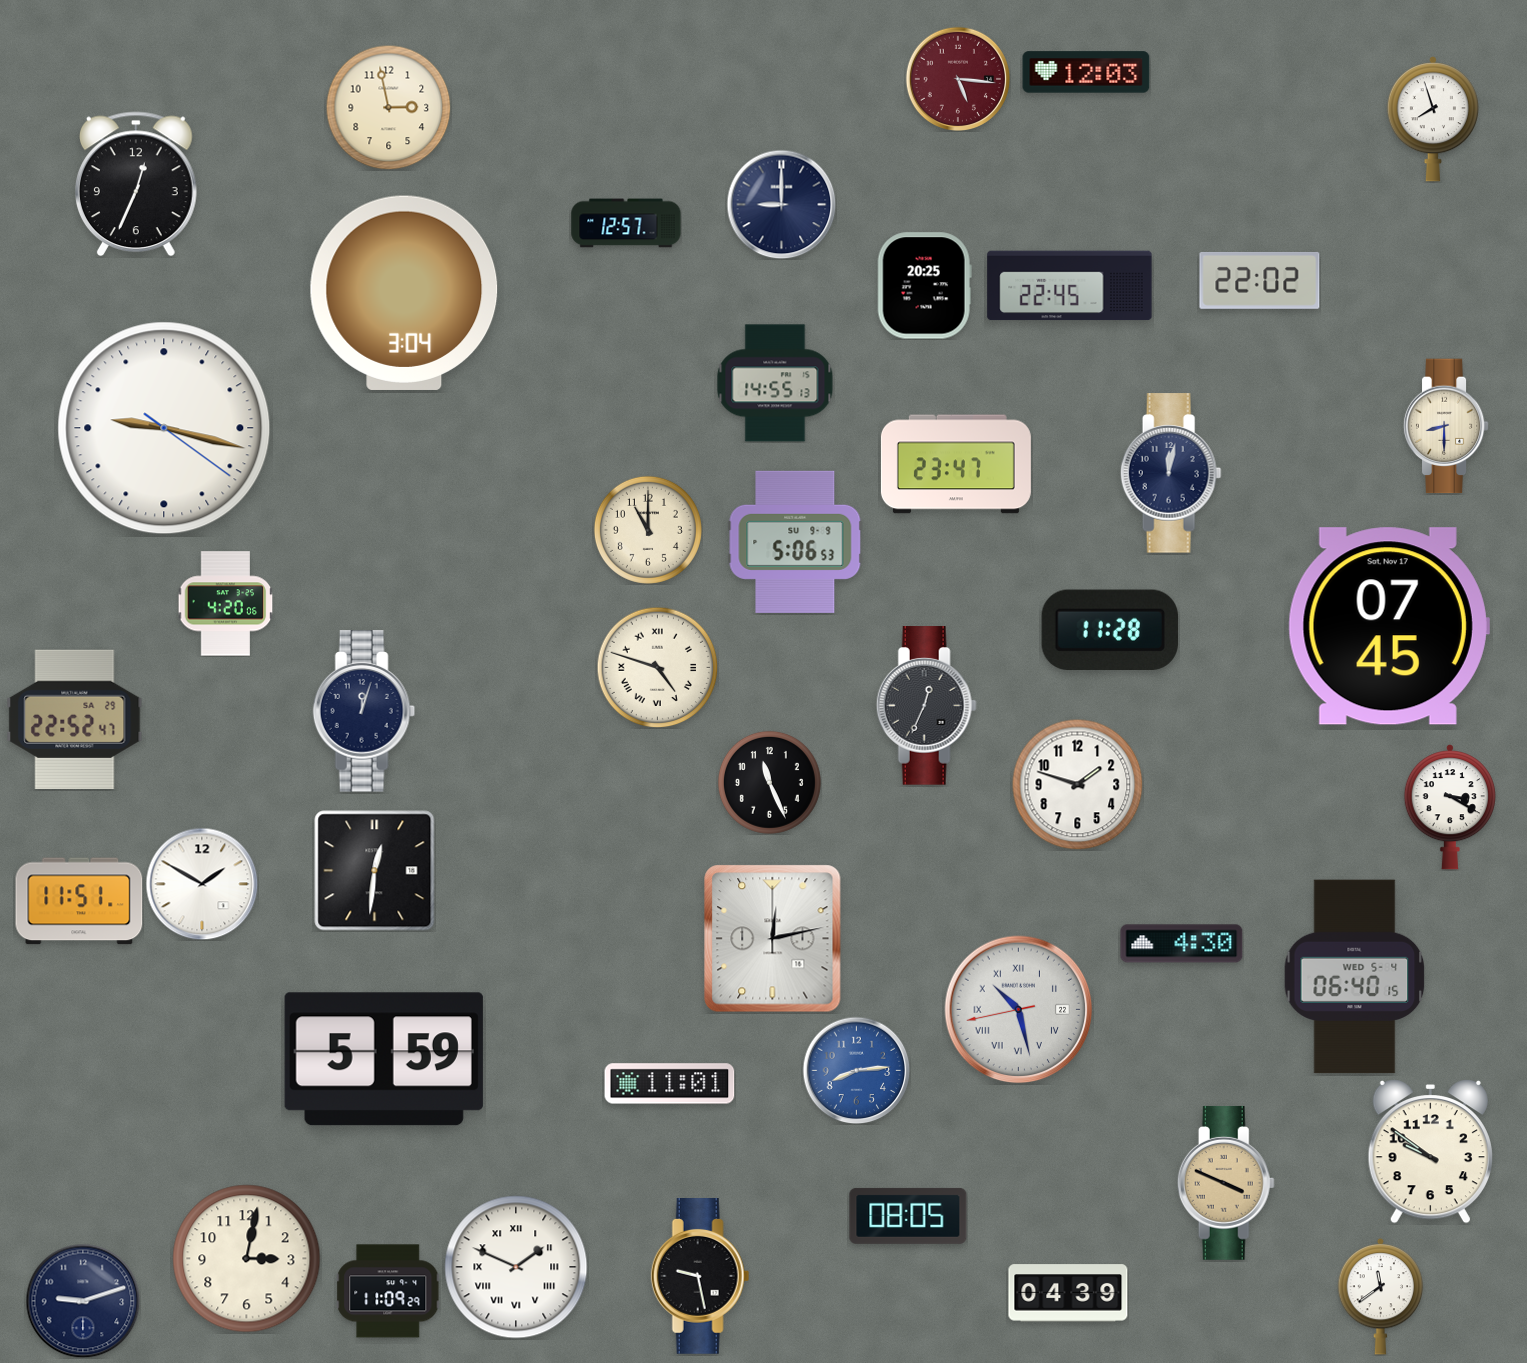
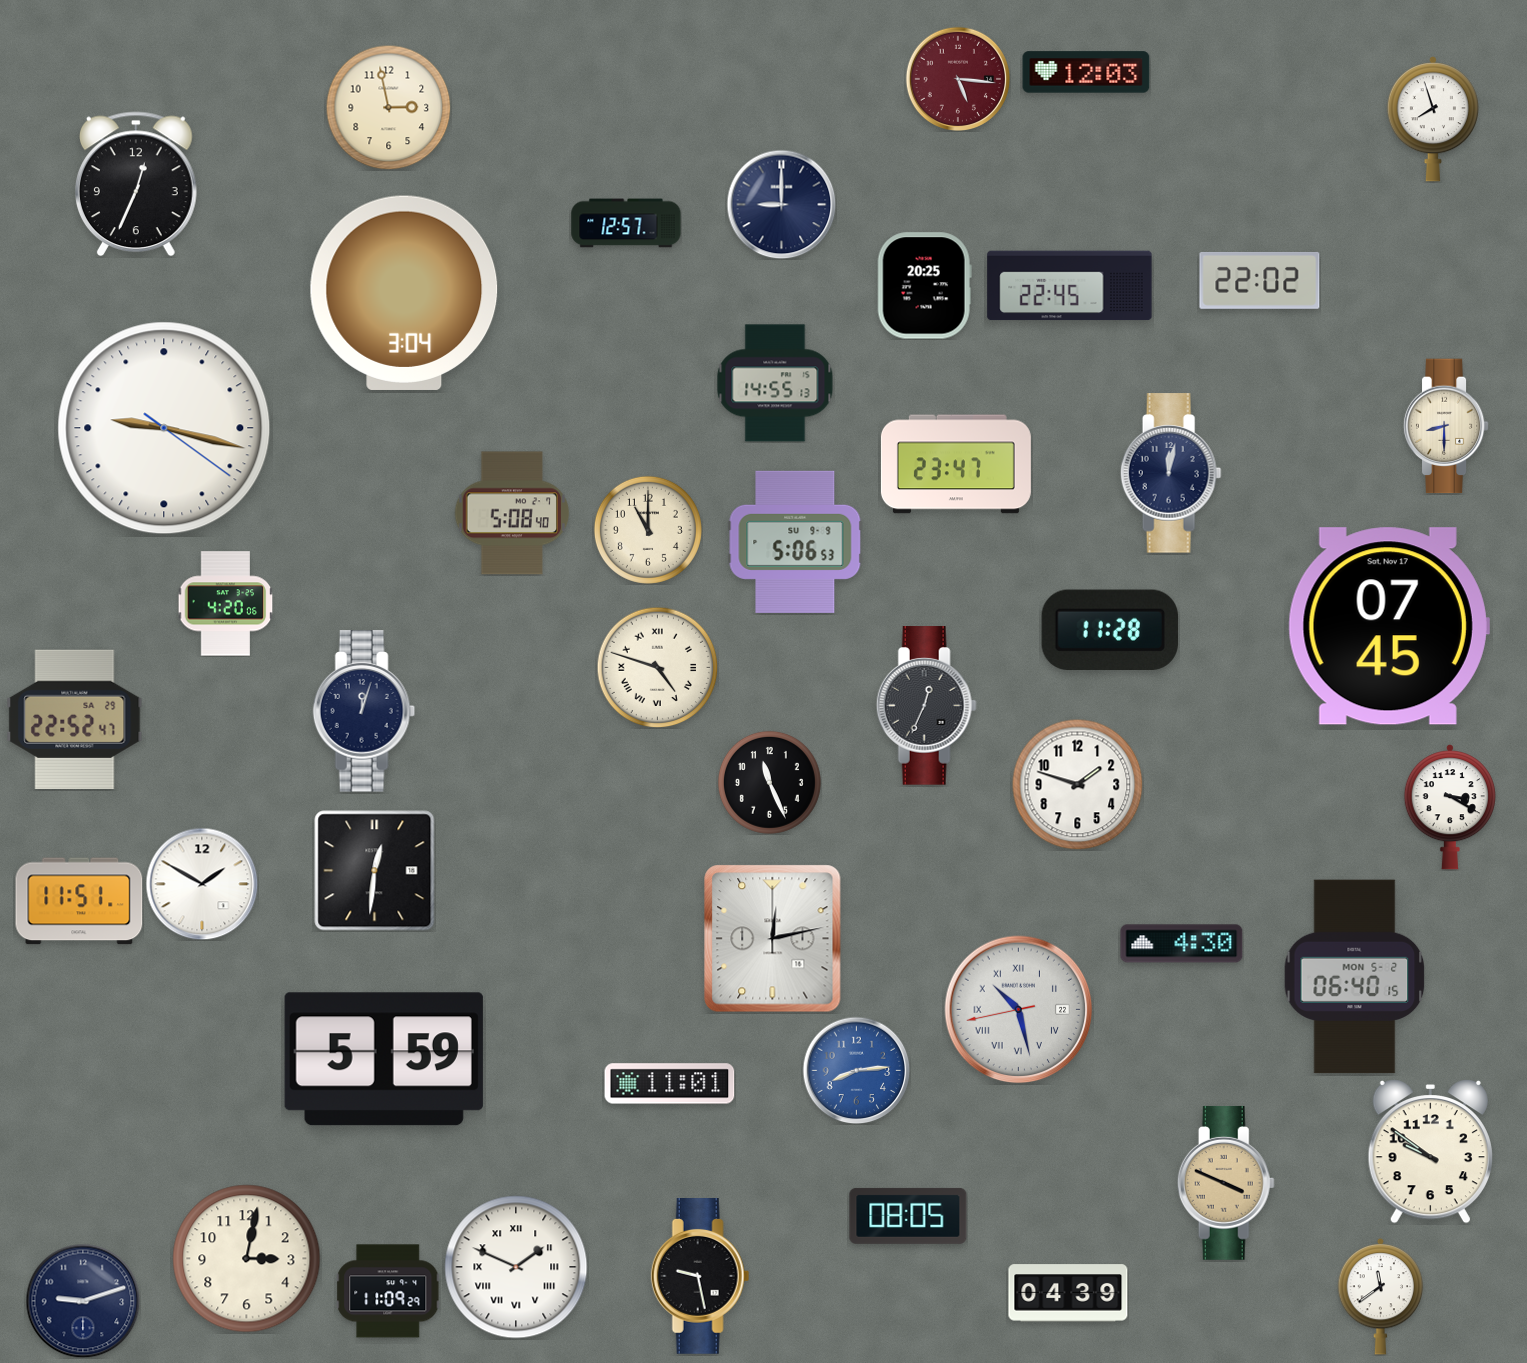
clock at (512, 513): none -> 5:08
clock at (1355, 977) date: WED 5-4 -> MON 5-2
